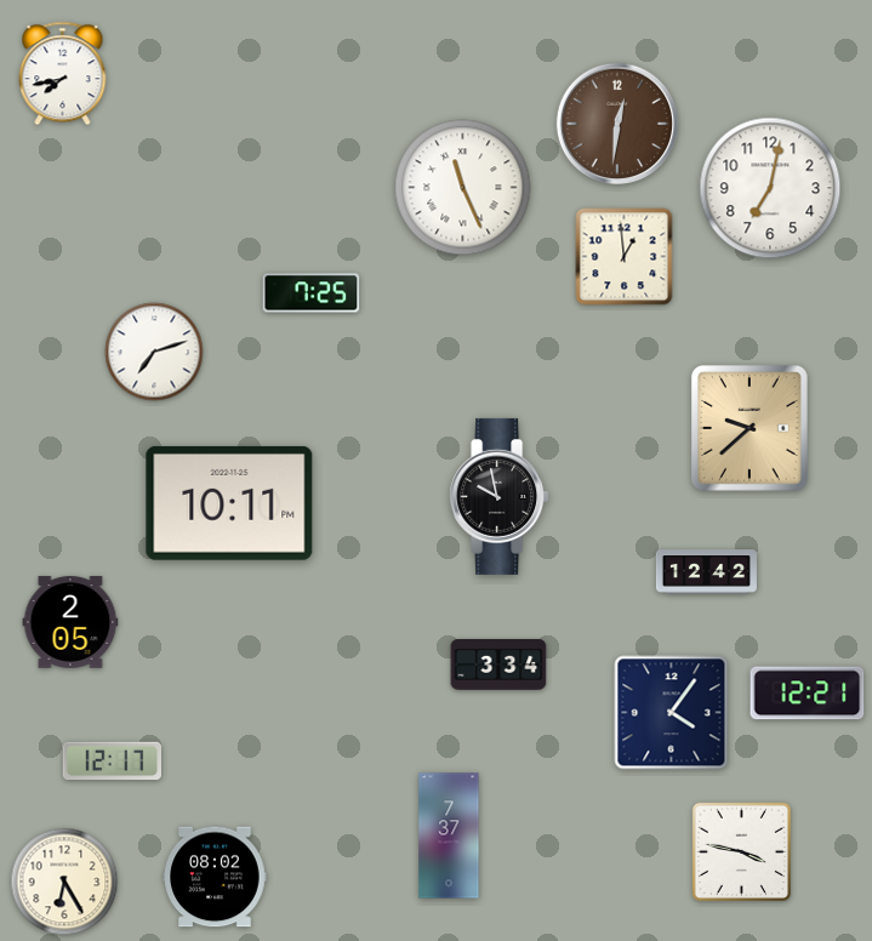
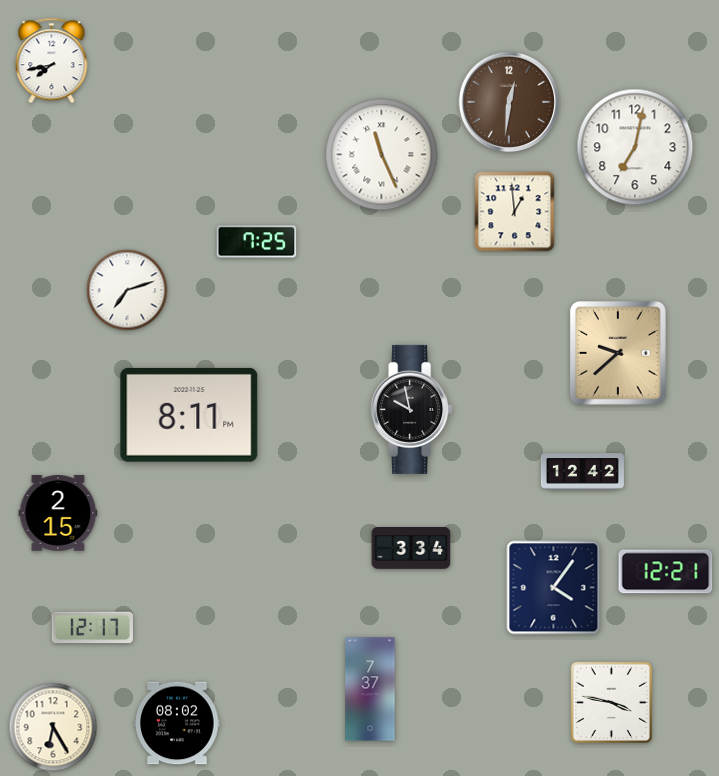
clock at (770, 188) position: (770, 188) -> (635, 147)
clock at (229, 503): 10:11 -> 8:11
clock at (70, 622): 2:05 -> 2:15
